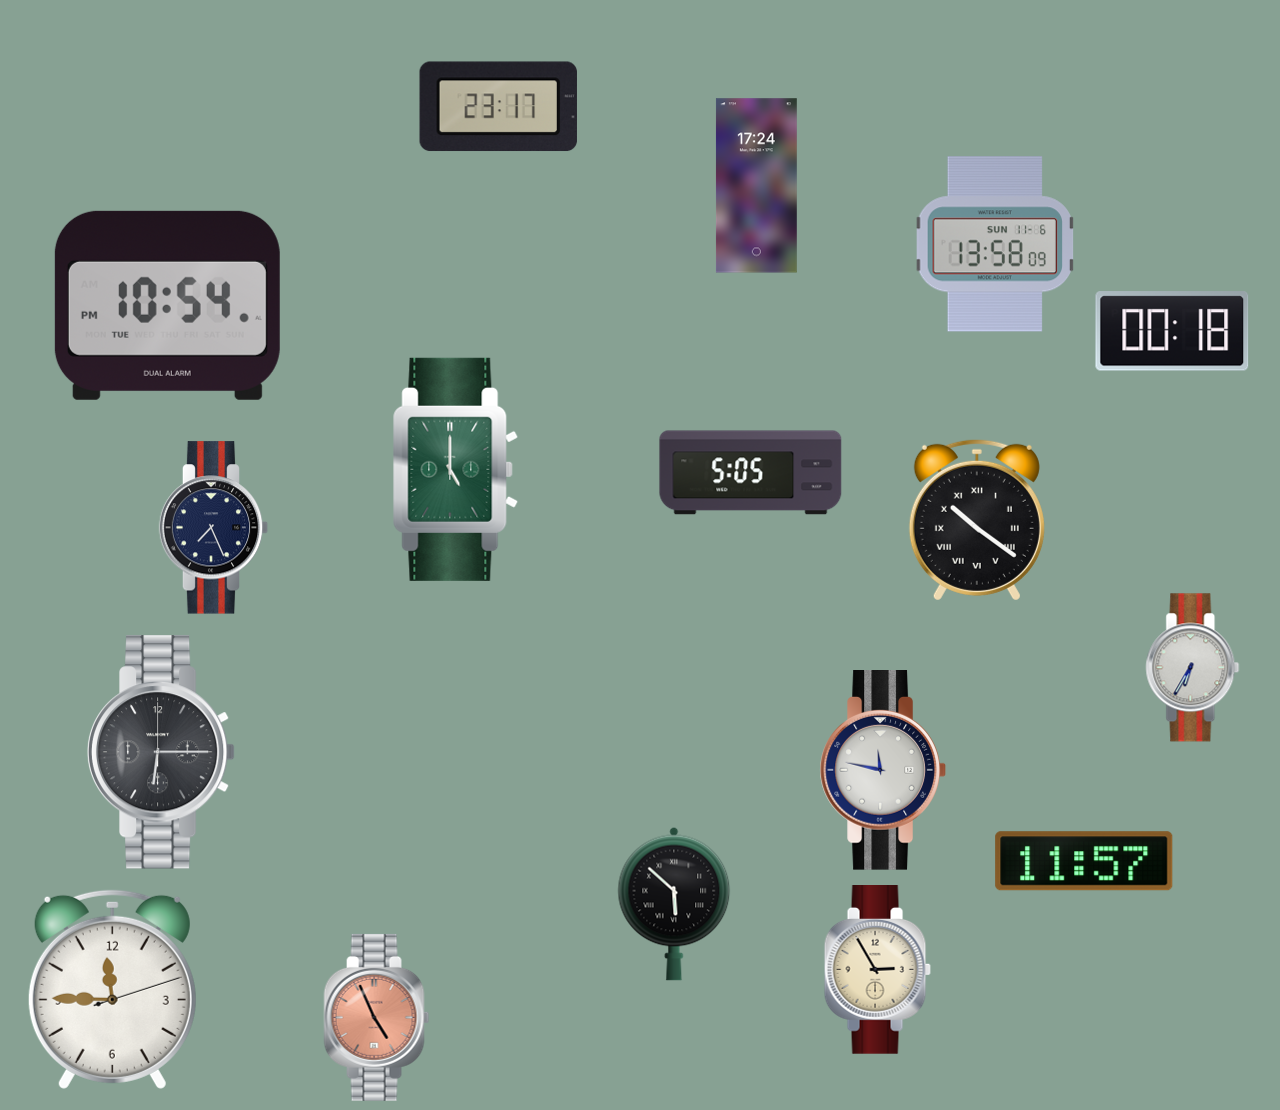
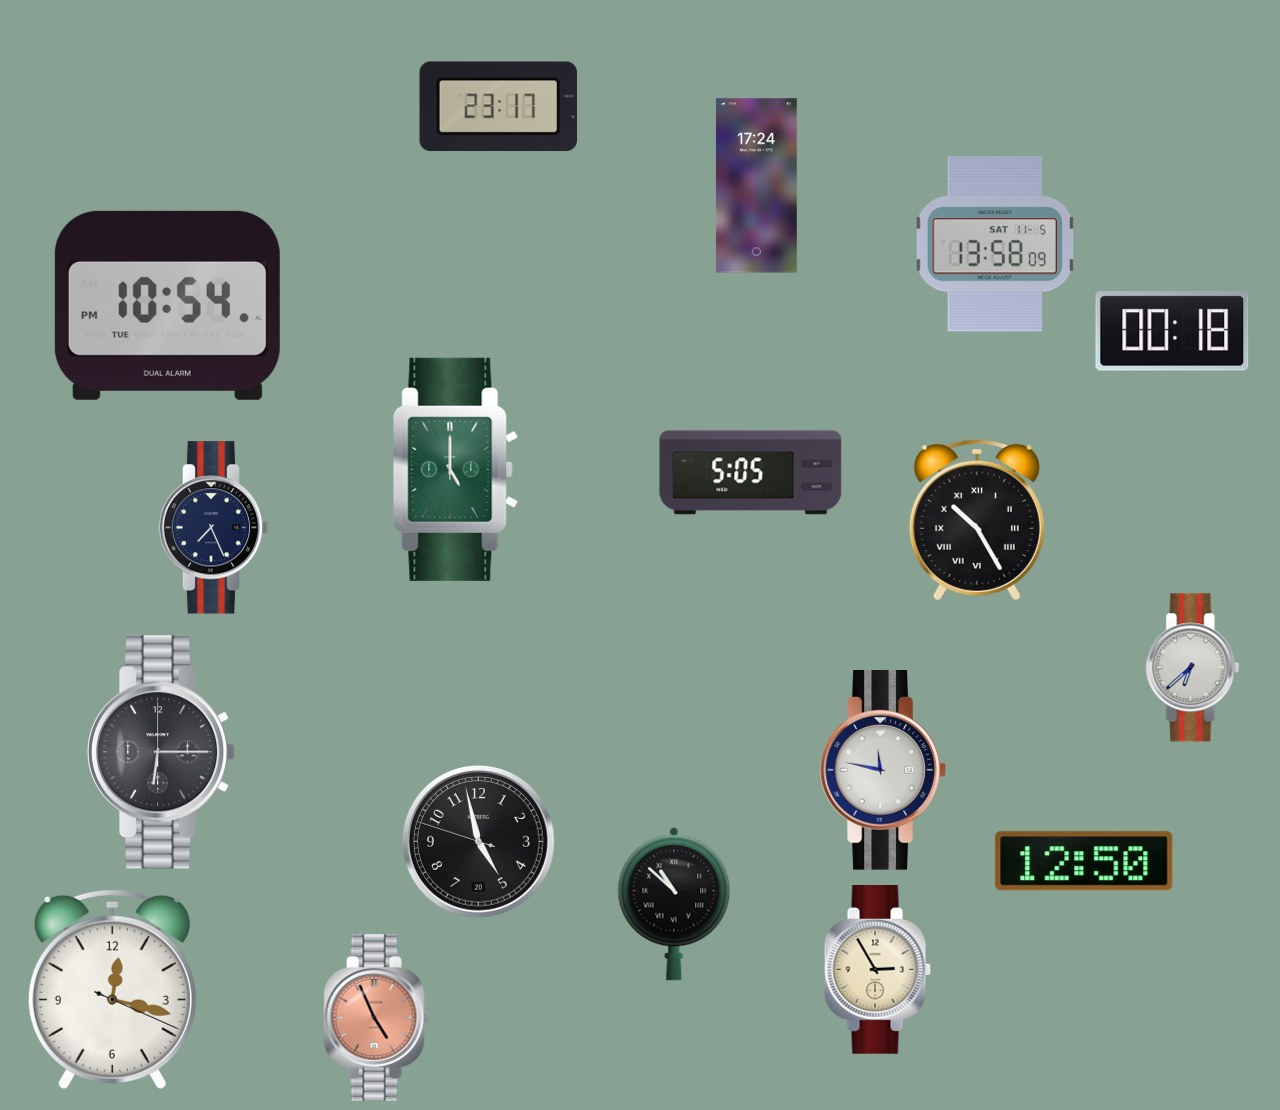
clock at (994, 244) date: SUN 11-6 -> SAT 11-5
clock at (977, 520): 10:21 -> 10:25
clock at (1193, 668): 6:35 -> 6:38
clock at (478, 841): none -> 4:57
clock at (1084, 861): 11:57 -> 12:50
clock at (674, 904): 5:52 -> 10:52
clock at (112, 989): 11:45 -> 12:17
